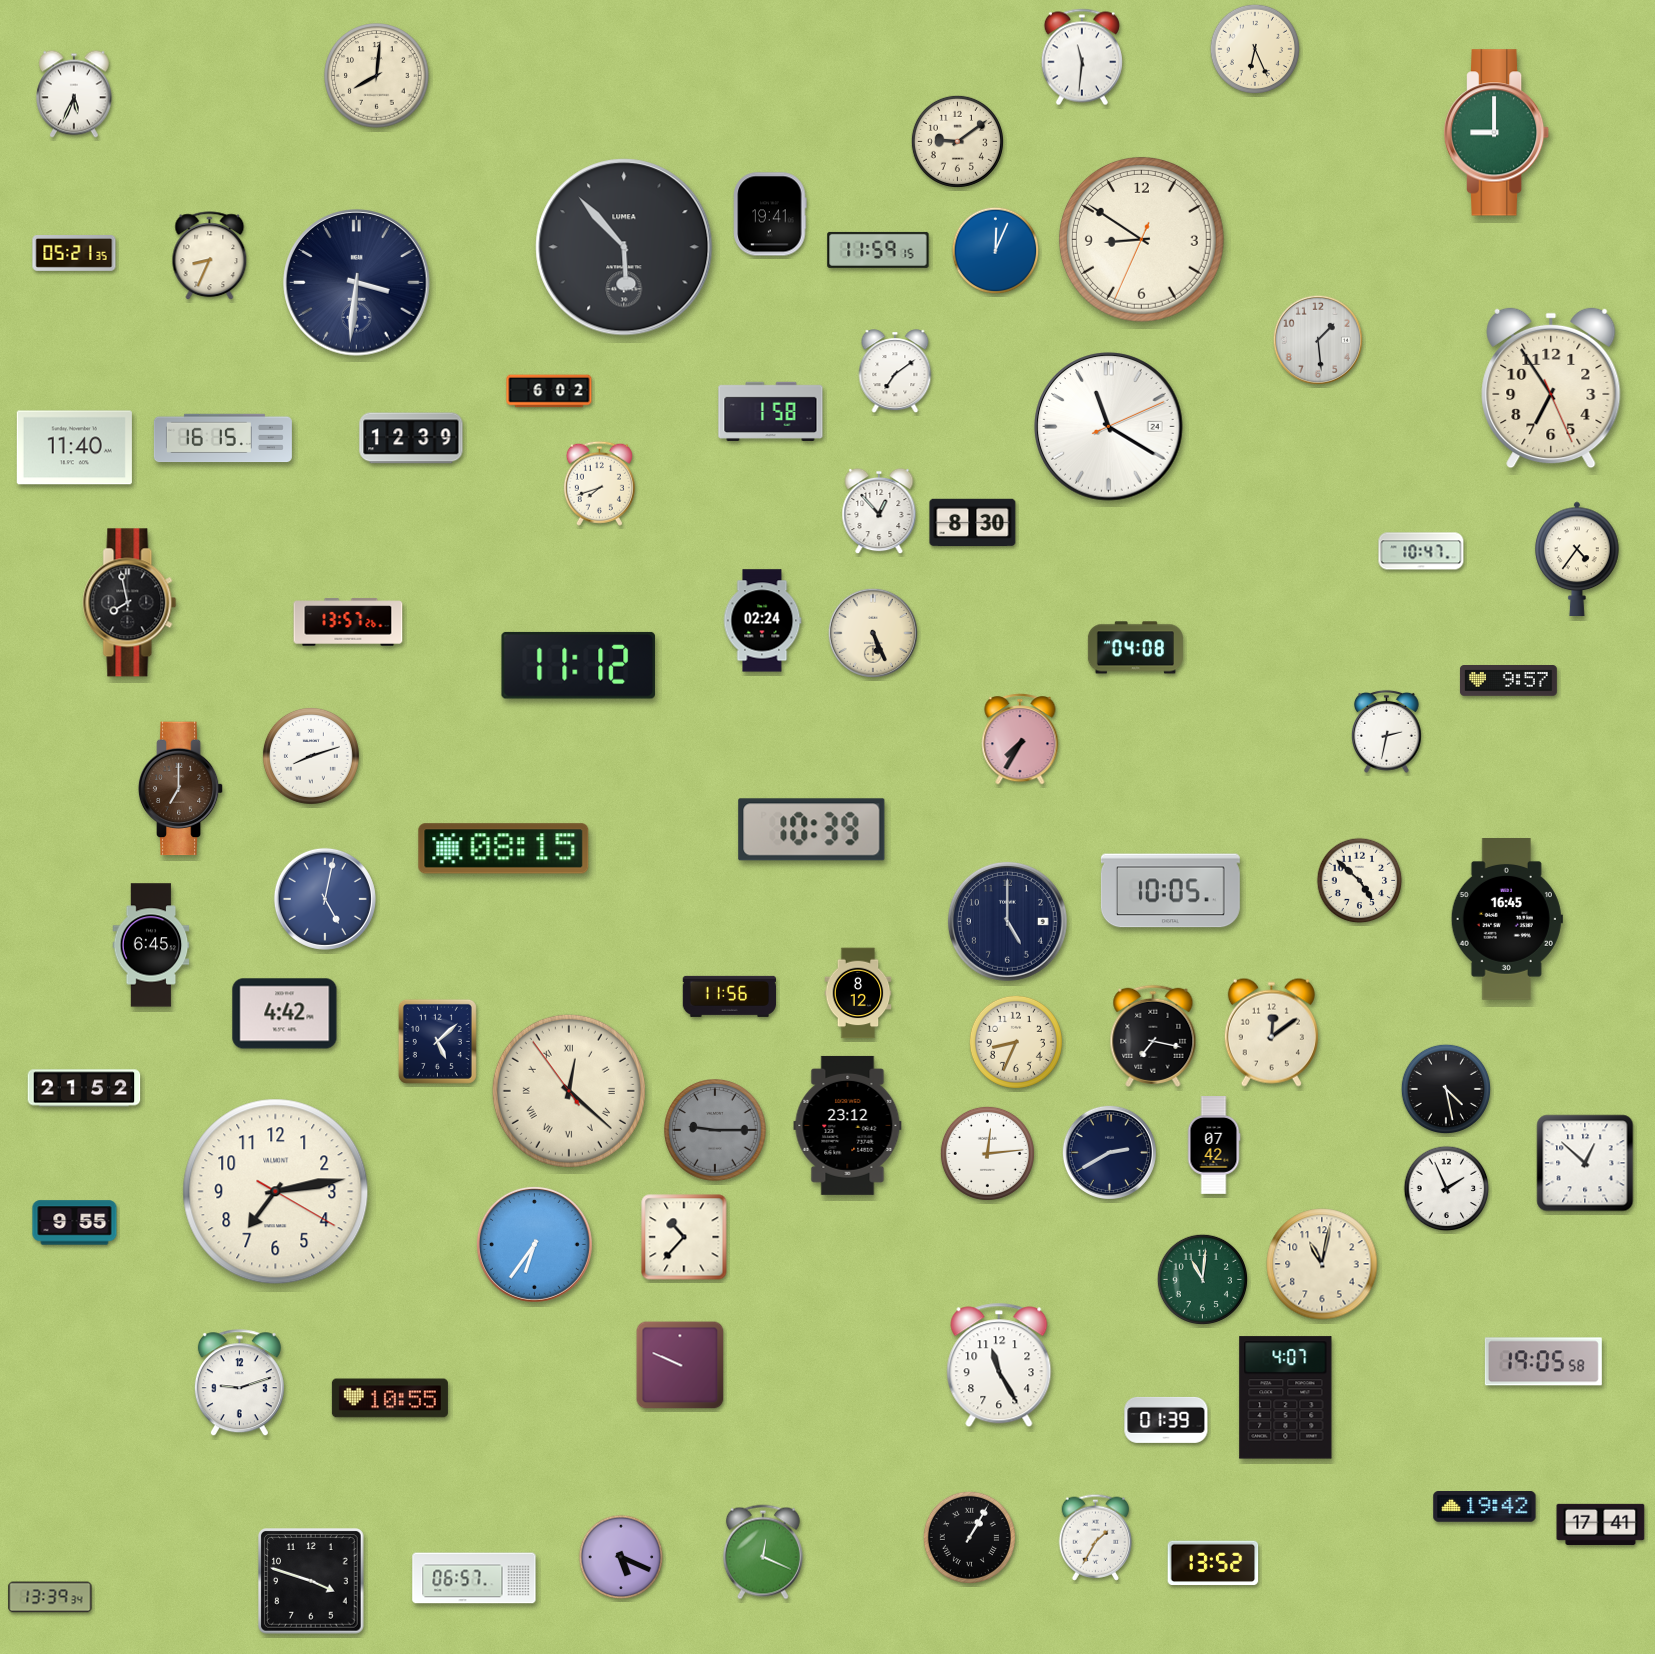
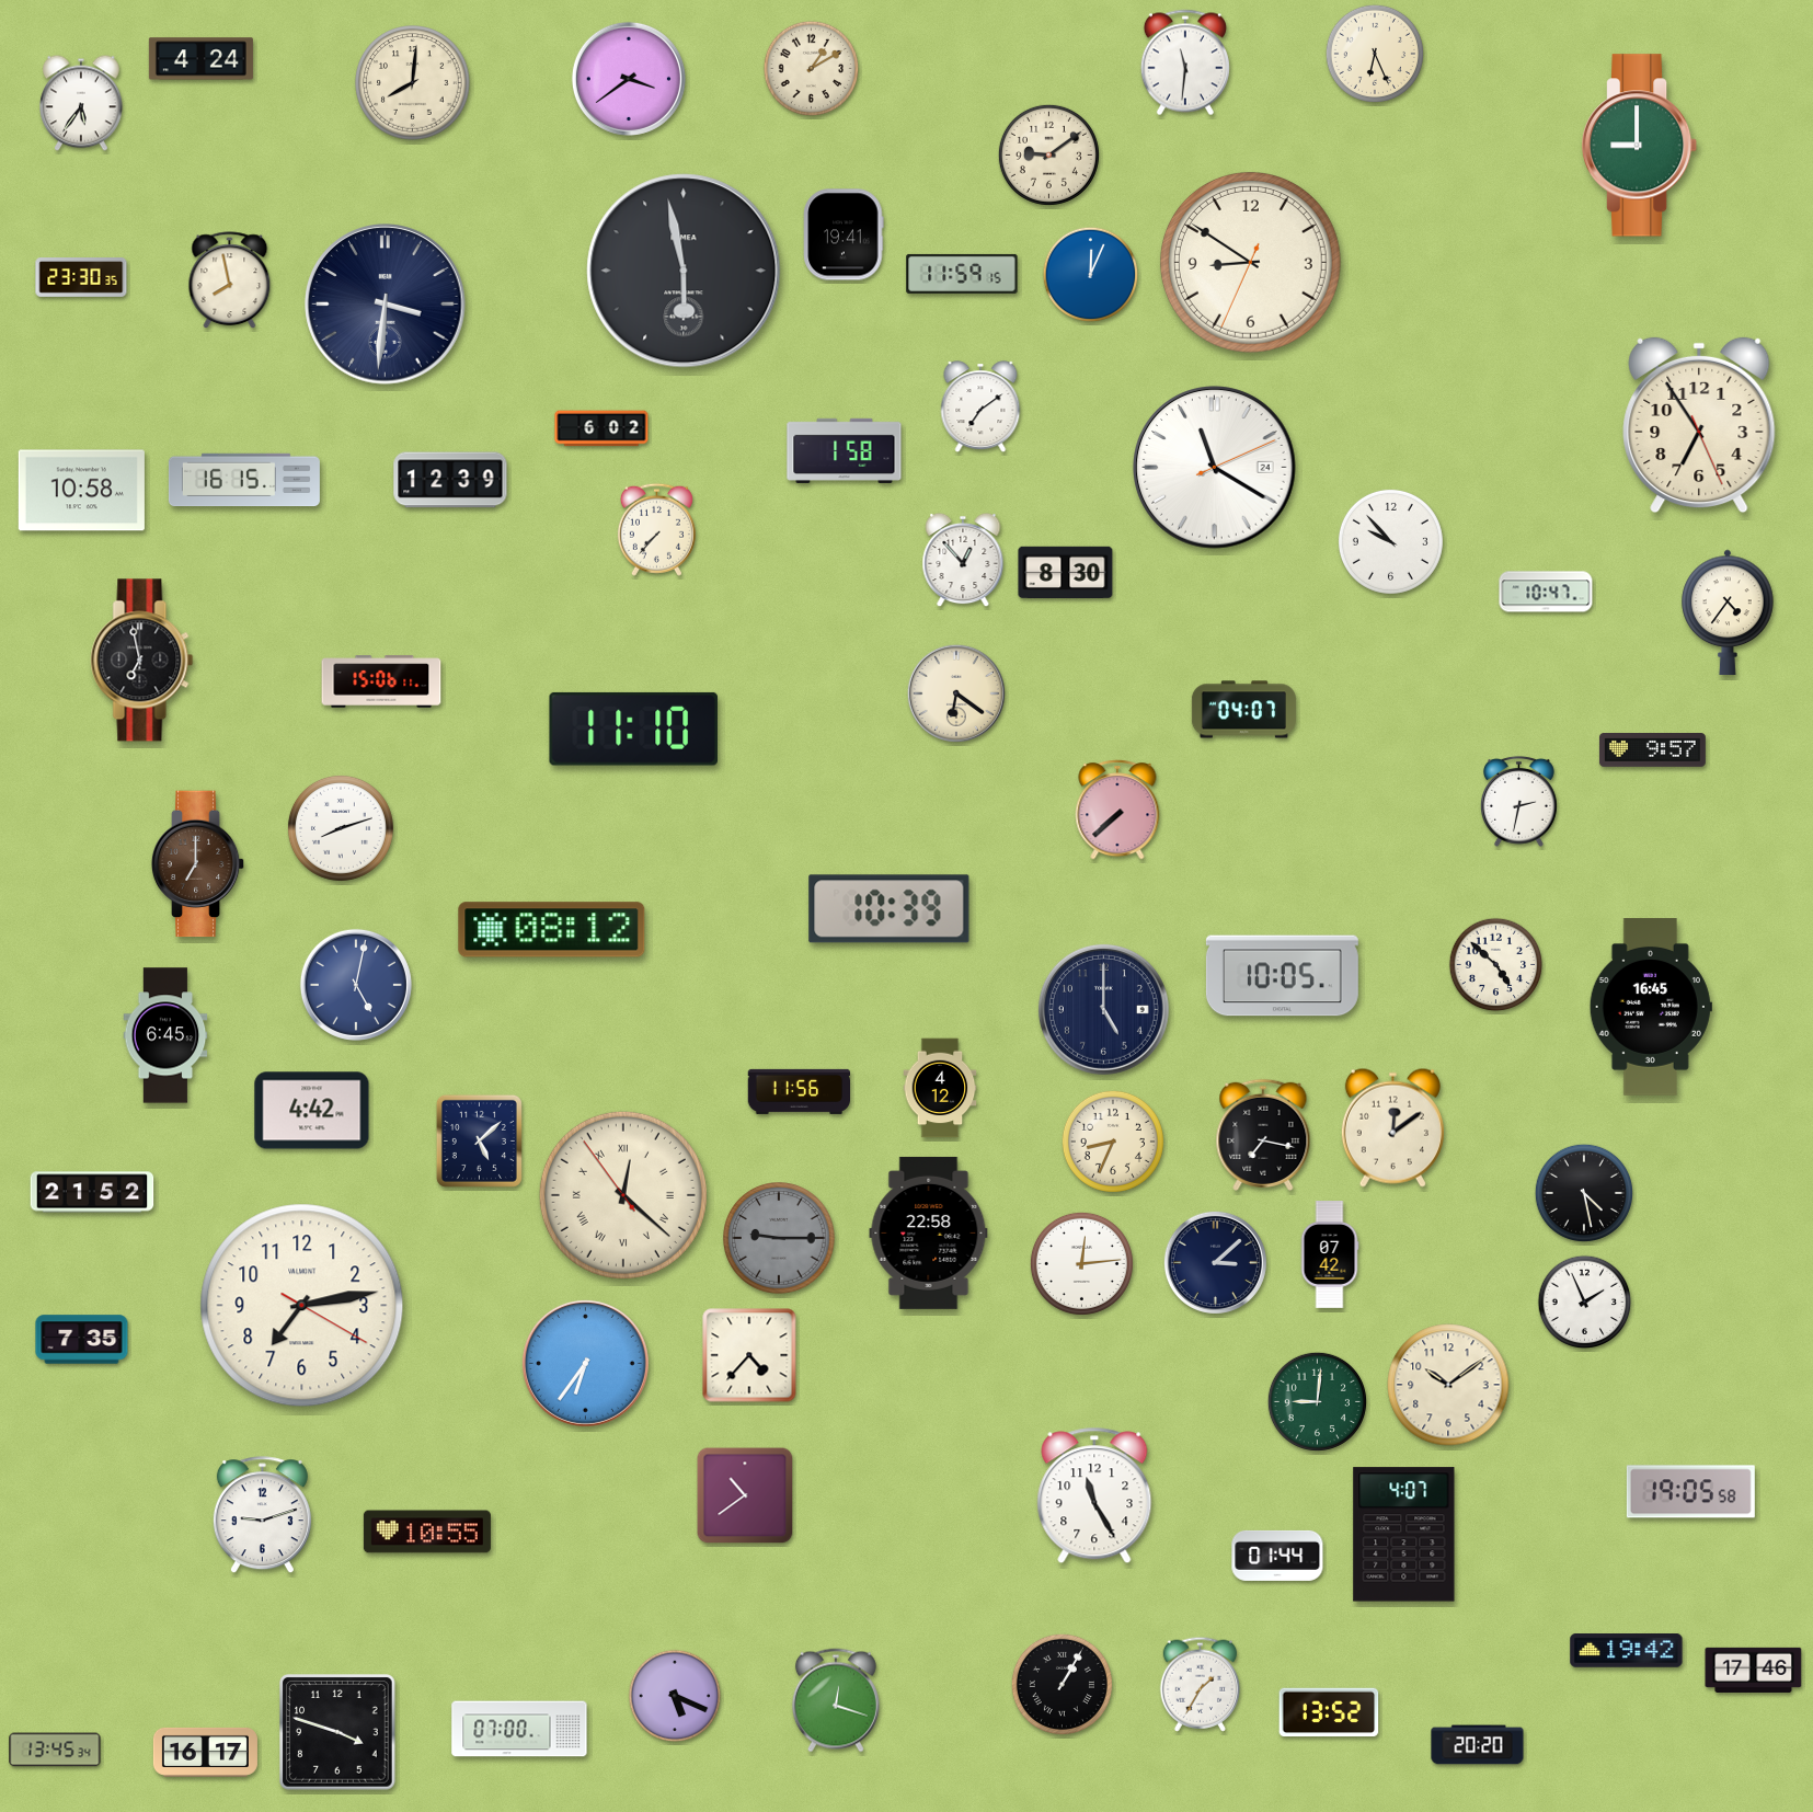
clock at (200, 59): none -> 4:24
clock at (812, 69): none -> 1:10
clock at (629, 79): none -> 3:39
clock at (75, 94): 5:34 -> 5:36
clock at (624, 247): 5:53 -> 5:58
clock at (74, 254): 05:21 -> 23:30
clock at (210, 256): 8:34 -> 7:58
clock at (357, 283) position: (357, 283) -> (386, 305)
clock at (1318, 340): 1:29 -> none
clock at (74, 448): 11:40 -> 10:58
clock at (599, 483): 7:42 -> 7:37
clock at (1390, 541): none -> 9:53
clock at (1421, 551) position: (1421, 551) -> (1546, 592)
clock at (130, 603): 7:58 -> 6:58
clock at (762, 621): 02:24 -> none
clock at (348, 622): 13:57 -> 15:06
clock at (873, 633): 5:26 -> 6:21
clock at (1135, 648): 04:08 -> 04:07
clock at (578, 665): 11:12 -> 11:10
clock at (1508, 681) position: (1508, 681) -> (1652, 750)
clock at (1020, 739): 7:35 -> 7:38
clock at (504, 849): 08:15 -> 08:12
clock at (1360, 881) position: (1360, 881) -> (1496, 965)
clock at (858, 993): 8:12 -> 4:12
clock at (1271, 1032) position: (1271, 1032) -> (1392, 1127)
clock at (848, 1125): 23:12 -> 22:58
clock at (715, 1130) position: (715, 1130) -> (779, 1238)
clock at (1109, 1152): 2:40 -> 3:08
clock at (1585, 1163): 12:52 -> none
clock at (75, 1223): 9:55 -> 7:35
clock at (684, 1237): 10:37 -> 4:37
clock at (1322, 1264): 11:02 -> 10:09
clock at (1202, 1279): 11:01 -> 9:01
clock at (680, 1365): 9:49 -> 10:39
clock at (1286, 1398) position: (1286, 1398) -> (1404, 1535)
clock at (1166, 1420): 01:39 -> 01:44
clock at (1601, 1524): 17:41 -> 17:46
clock at (763, 1552): 12:19 -> 12:18
clock at (621, 1557) position: (621, 1557) -> (675, 1696)
clock at (474, 1578): 06:57 -> 07:00
clock at (311, 1581) position: (311, 1581) -> (337, 1732)
clock at (1478, 1745): none -> 20:20
clock at (50, 1597): 13:39 -> 13:45
clock at (205, 1752): none -> 16:17
